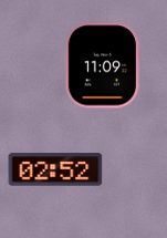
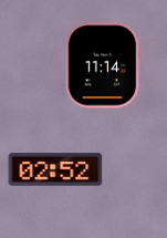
clock at (103, 65): 11:09 -> 11:14
